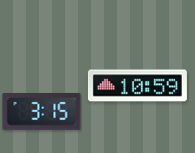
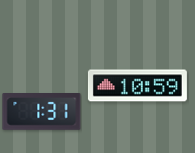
clock at (42, 112): 3:15 -> 1:31
